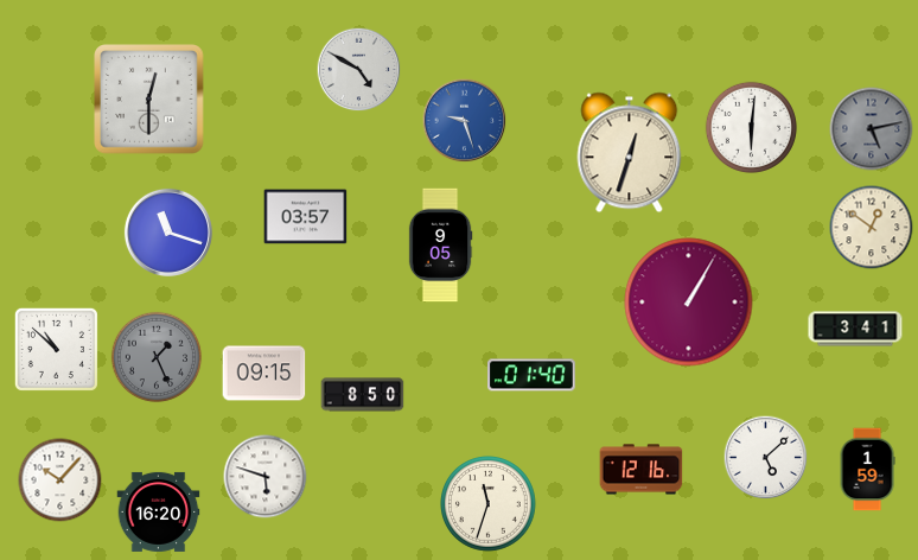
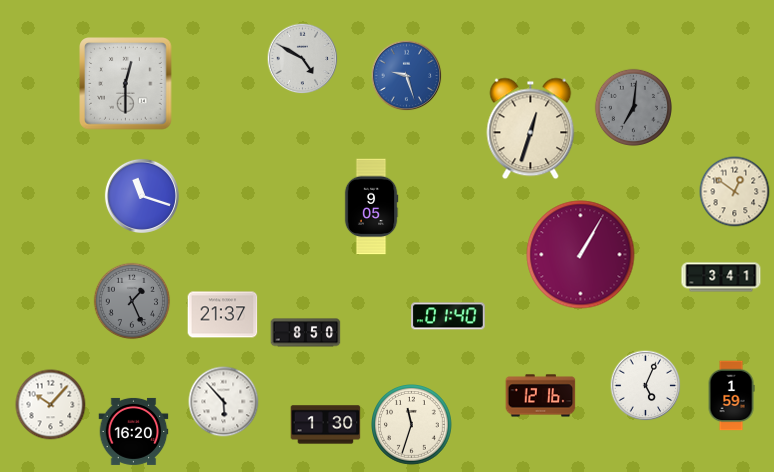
clock at (465, 121) position: (465, 121) -> (407, 76)
clock at (751, 127): 6:01 -> 7:01
clock at (751, 127) dial: white -> grey
clock at (872, 129): 5:13 -> none
clock at (306, 217): 03:57 -> none
clock at (56, 349): 10:52 -> none
clock at (264, 374): 09:15 -> 21:37
clock at (766, 458): 5:08 -> 5:04
clock at (266, 477): 5:48 -> 5:53
clock at (326, 425): none -> 1:30
